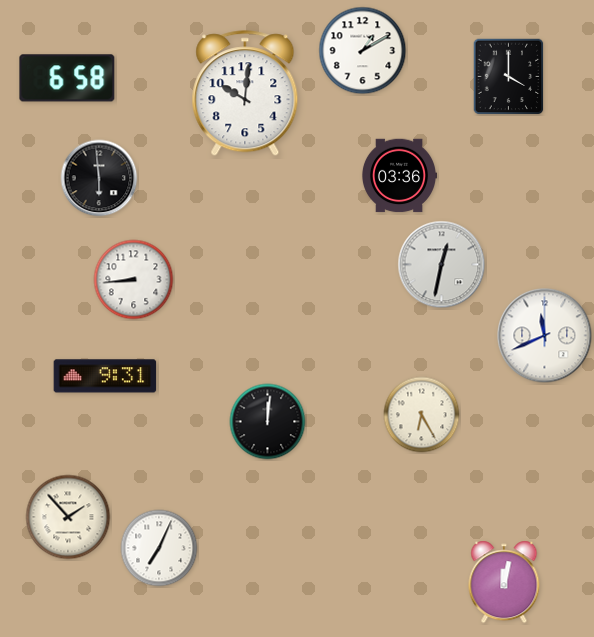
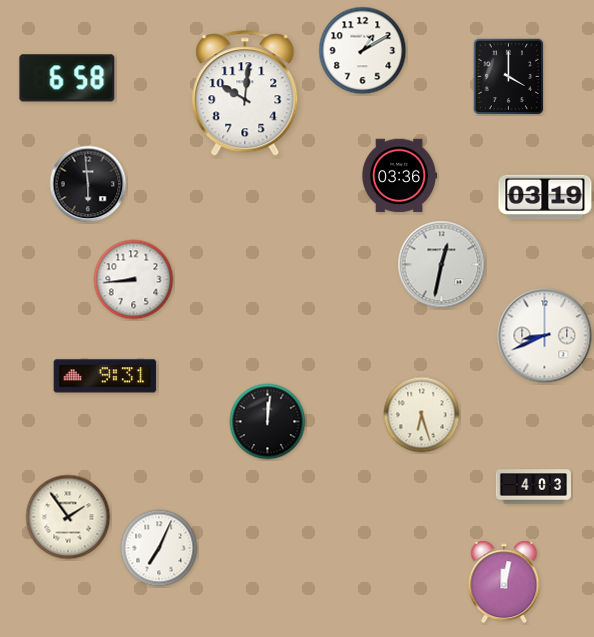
clock at (99, 178) position: (99, 178) -> (88, 184)
clock at (545, 197): none -> 03:19
clock at (545, 336): 11:41 -> 8:41
clock at (422, 415): 6:25 -> 6:27
clock at (534, 487): none -> 4:03
clock at (68, 517): 1:53 -> 1:54
